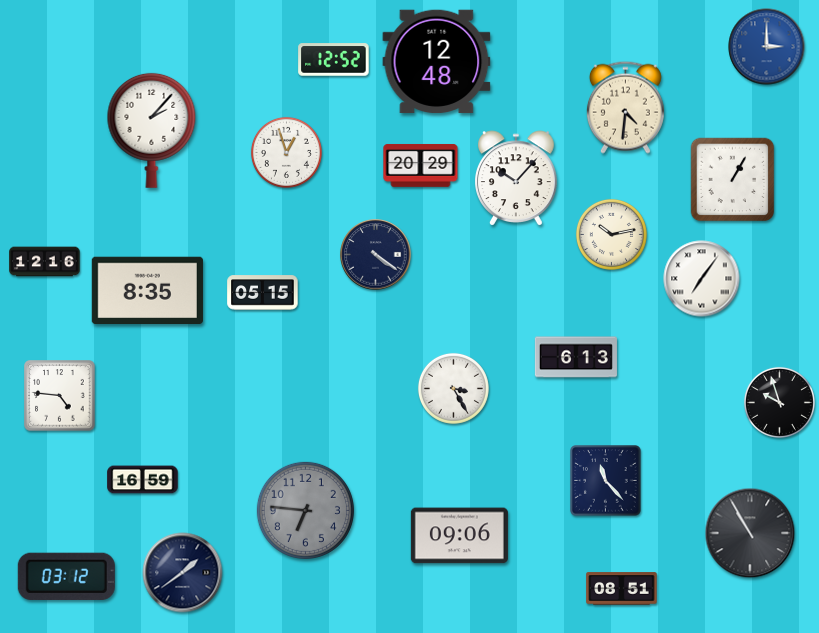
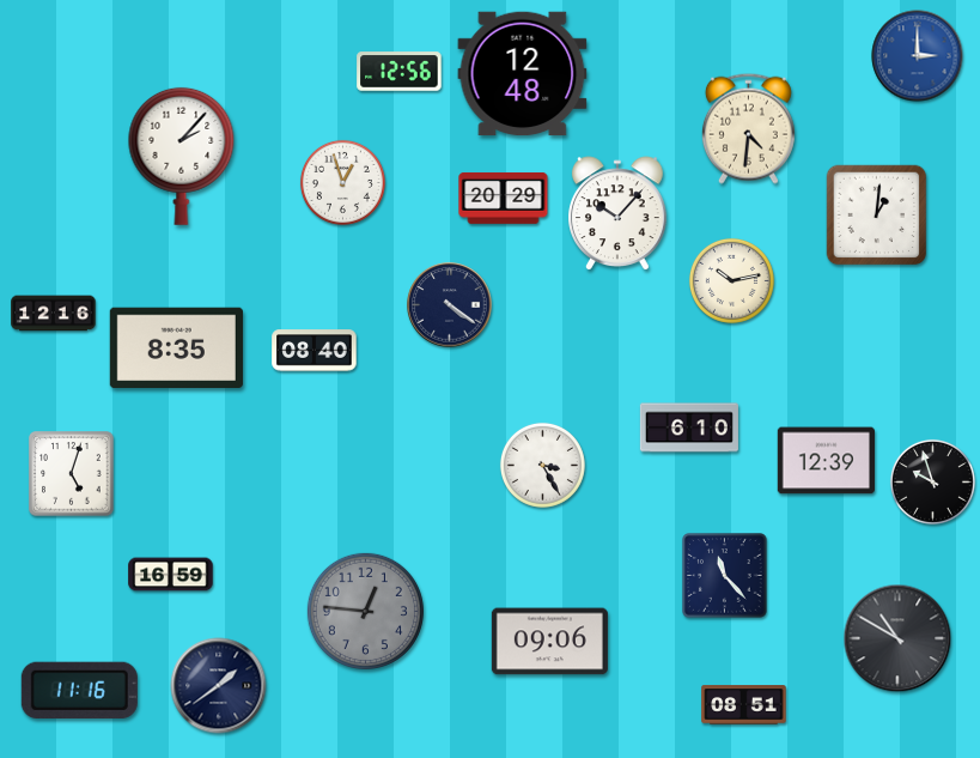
clock at (334, 60): 12:52 -> 12:56
clock at (733, 180): 1:05 -> 1:01
clock at (702, 279): 7:06 -> none
clock at (263, 293): 05:15 -> 08:40
clock at (576, 357): 6:13 -> 6:10
clock at (826, 461): none -> 12:39
clock at (60, 396): 4:46 -> 5:03
clock at (305, 510): 6:46 -> 12:46
clock at (750, 533): 10:55 -> 10:50
clock at (66, 576): 03:12 -> 11:16
